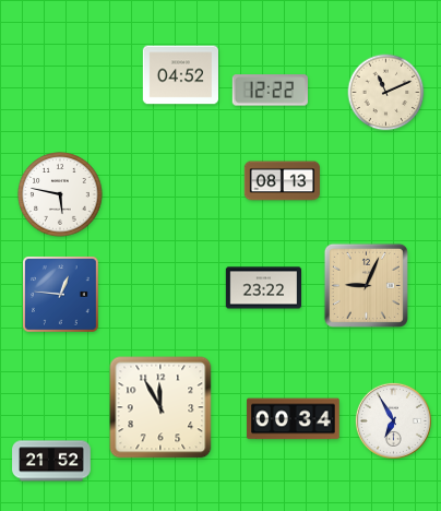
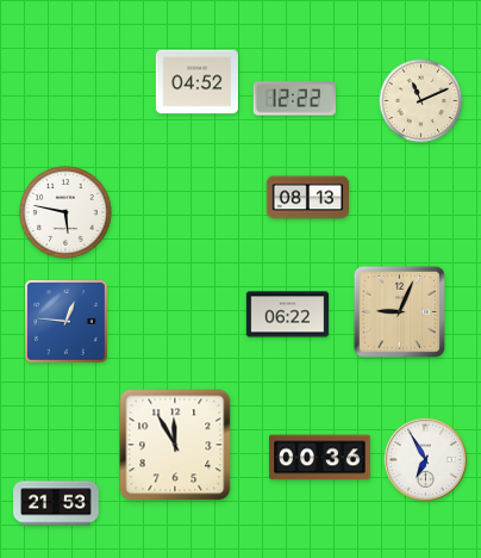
clock at (264, 288): 23:22 -> 06:22
clock at (294, 419): 00:34 -> 00:36
clock at (393, 420) position: (393, 420) -> (425, 459)
clock at (51, 461): 21:52 -> 21:53
